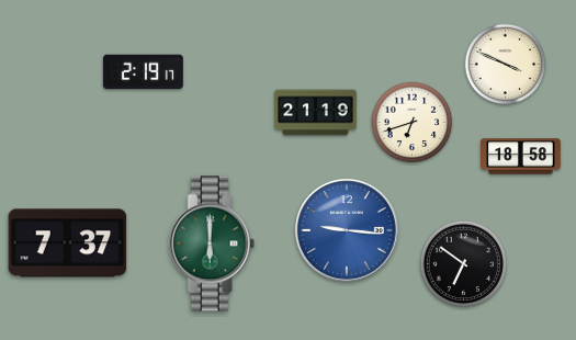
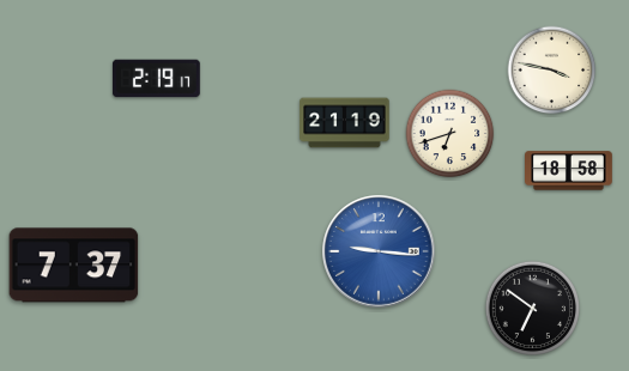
clock at (506, 65): 3:49 -> 3:47
clock at (212, 243): 6:00 -> none
clock at (463, 263) position: (463, 263) -> (532, 308)
